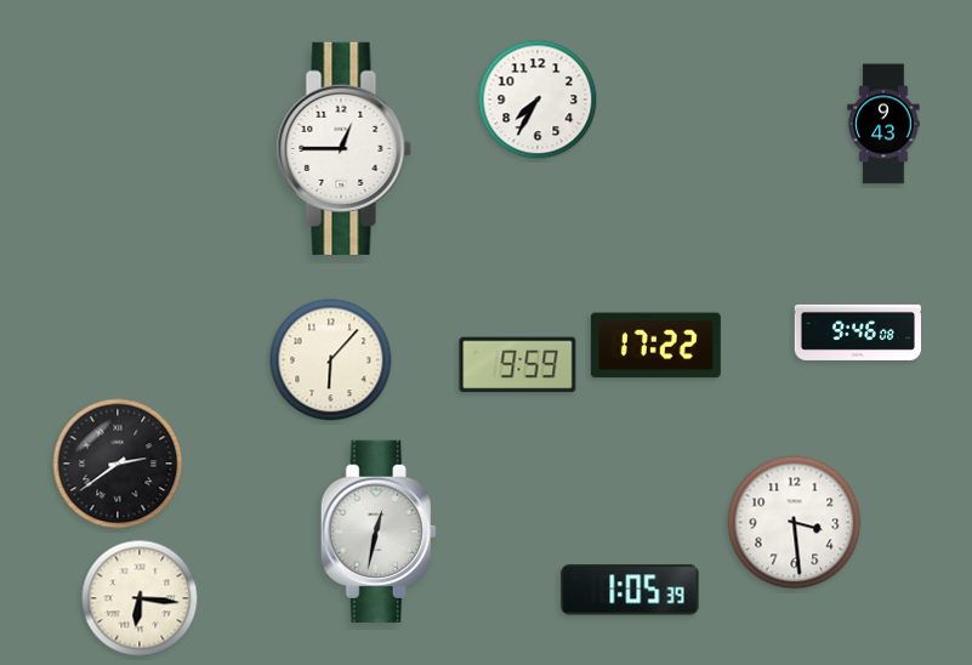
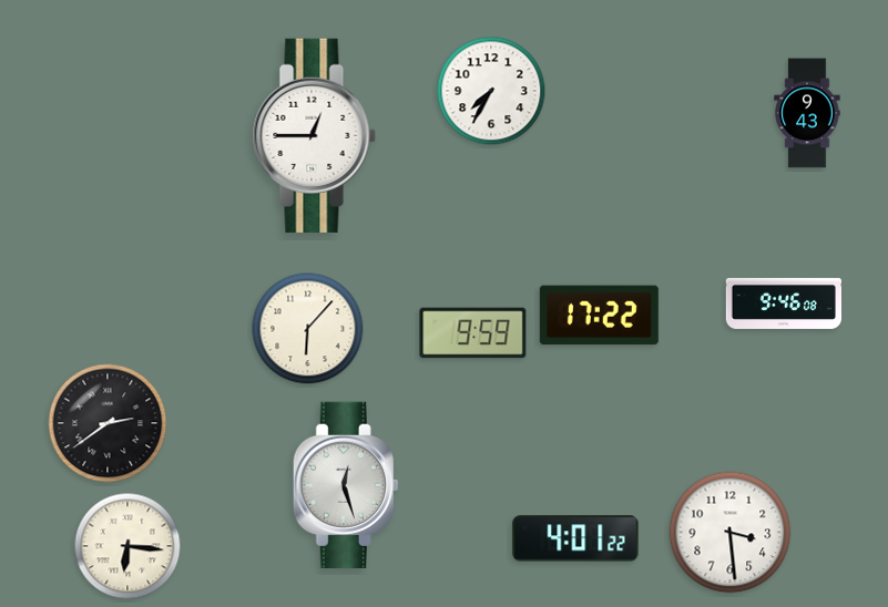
clock at (331, 360) position: (331, 360) -> (308, 329)
clock at (795, 523) position: (795, 523) -> (731, 533)
clock at (379, 530): 12:32 -> 12:27
clock at (630, 590): 1:05 -> 4:01
